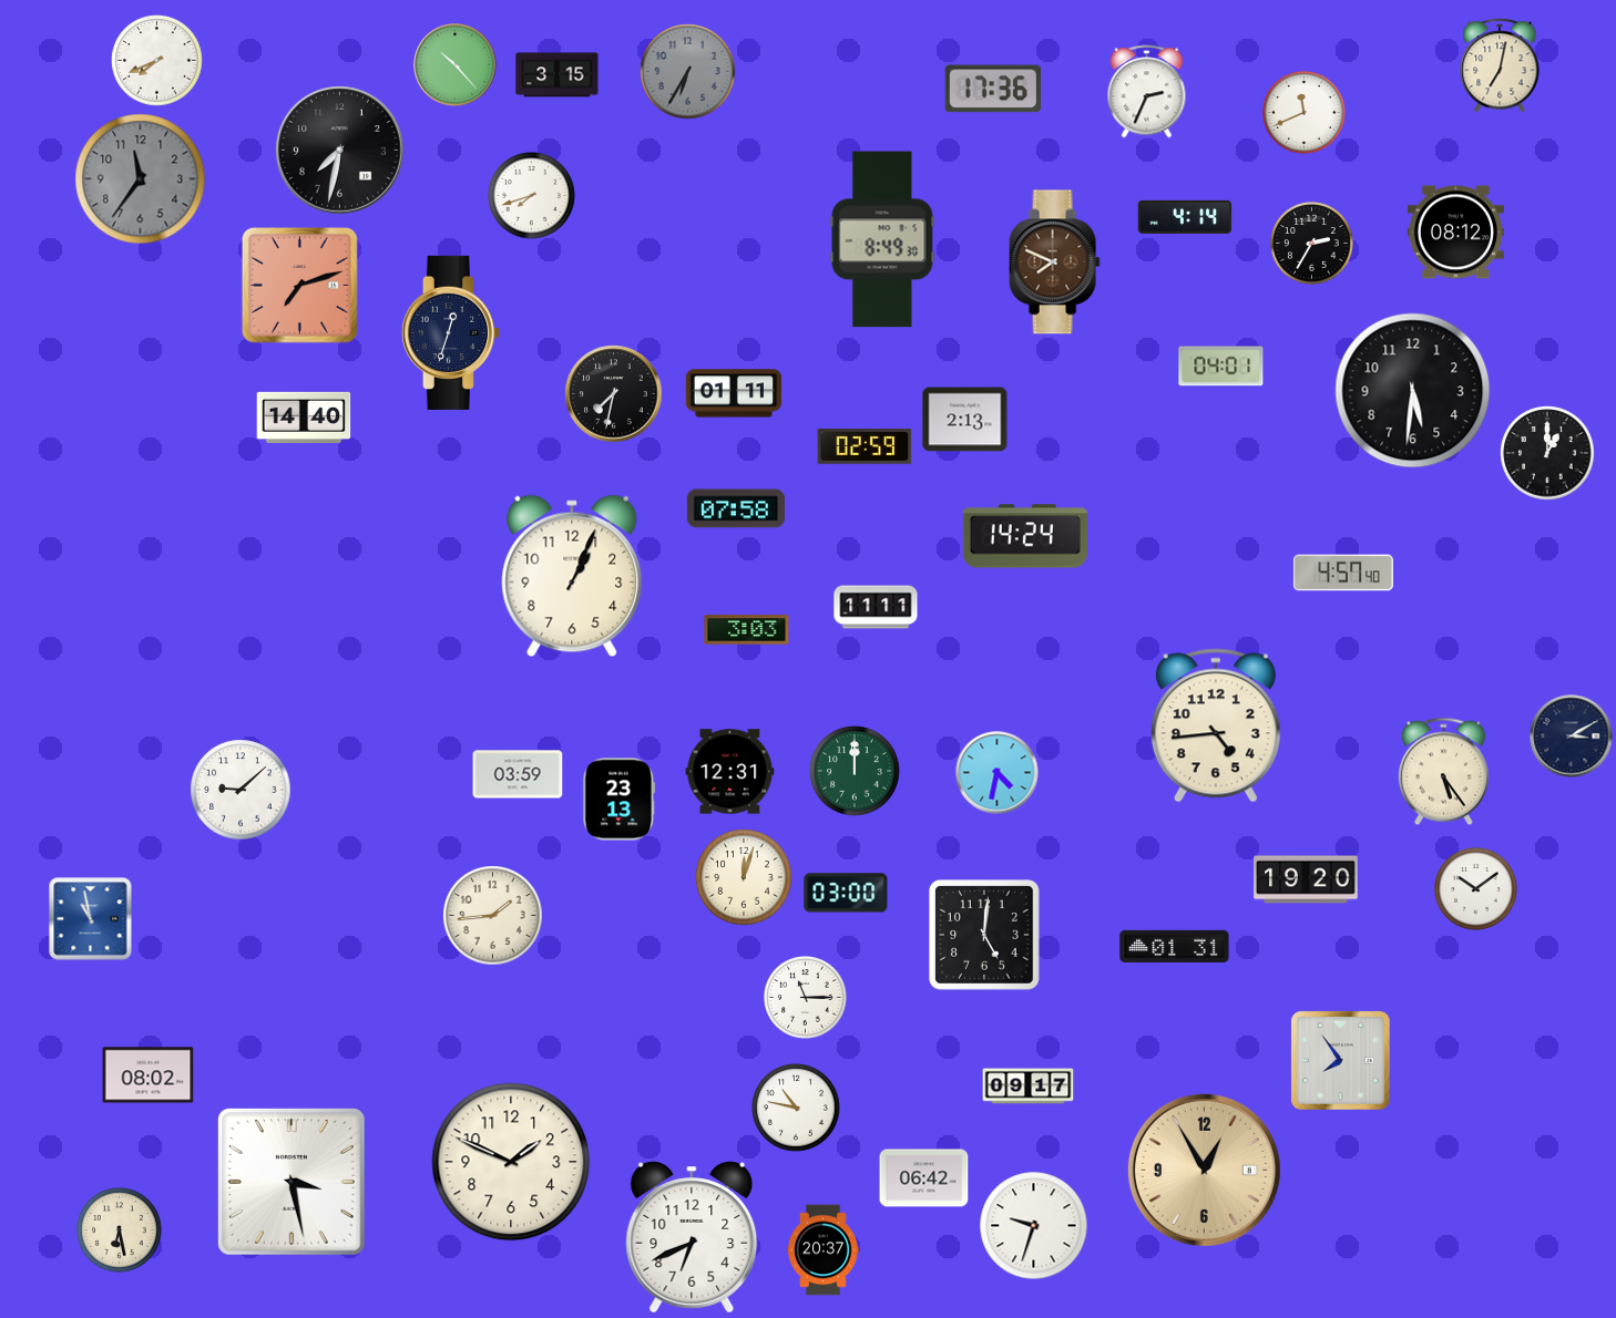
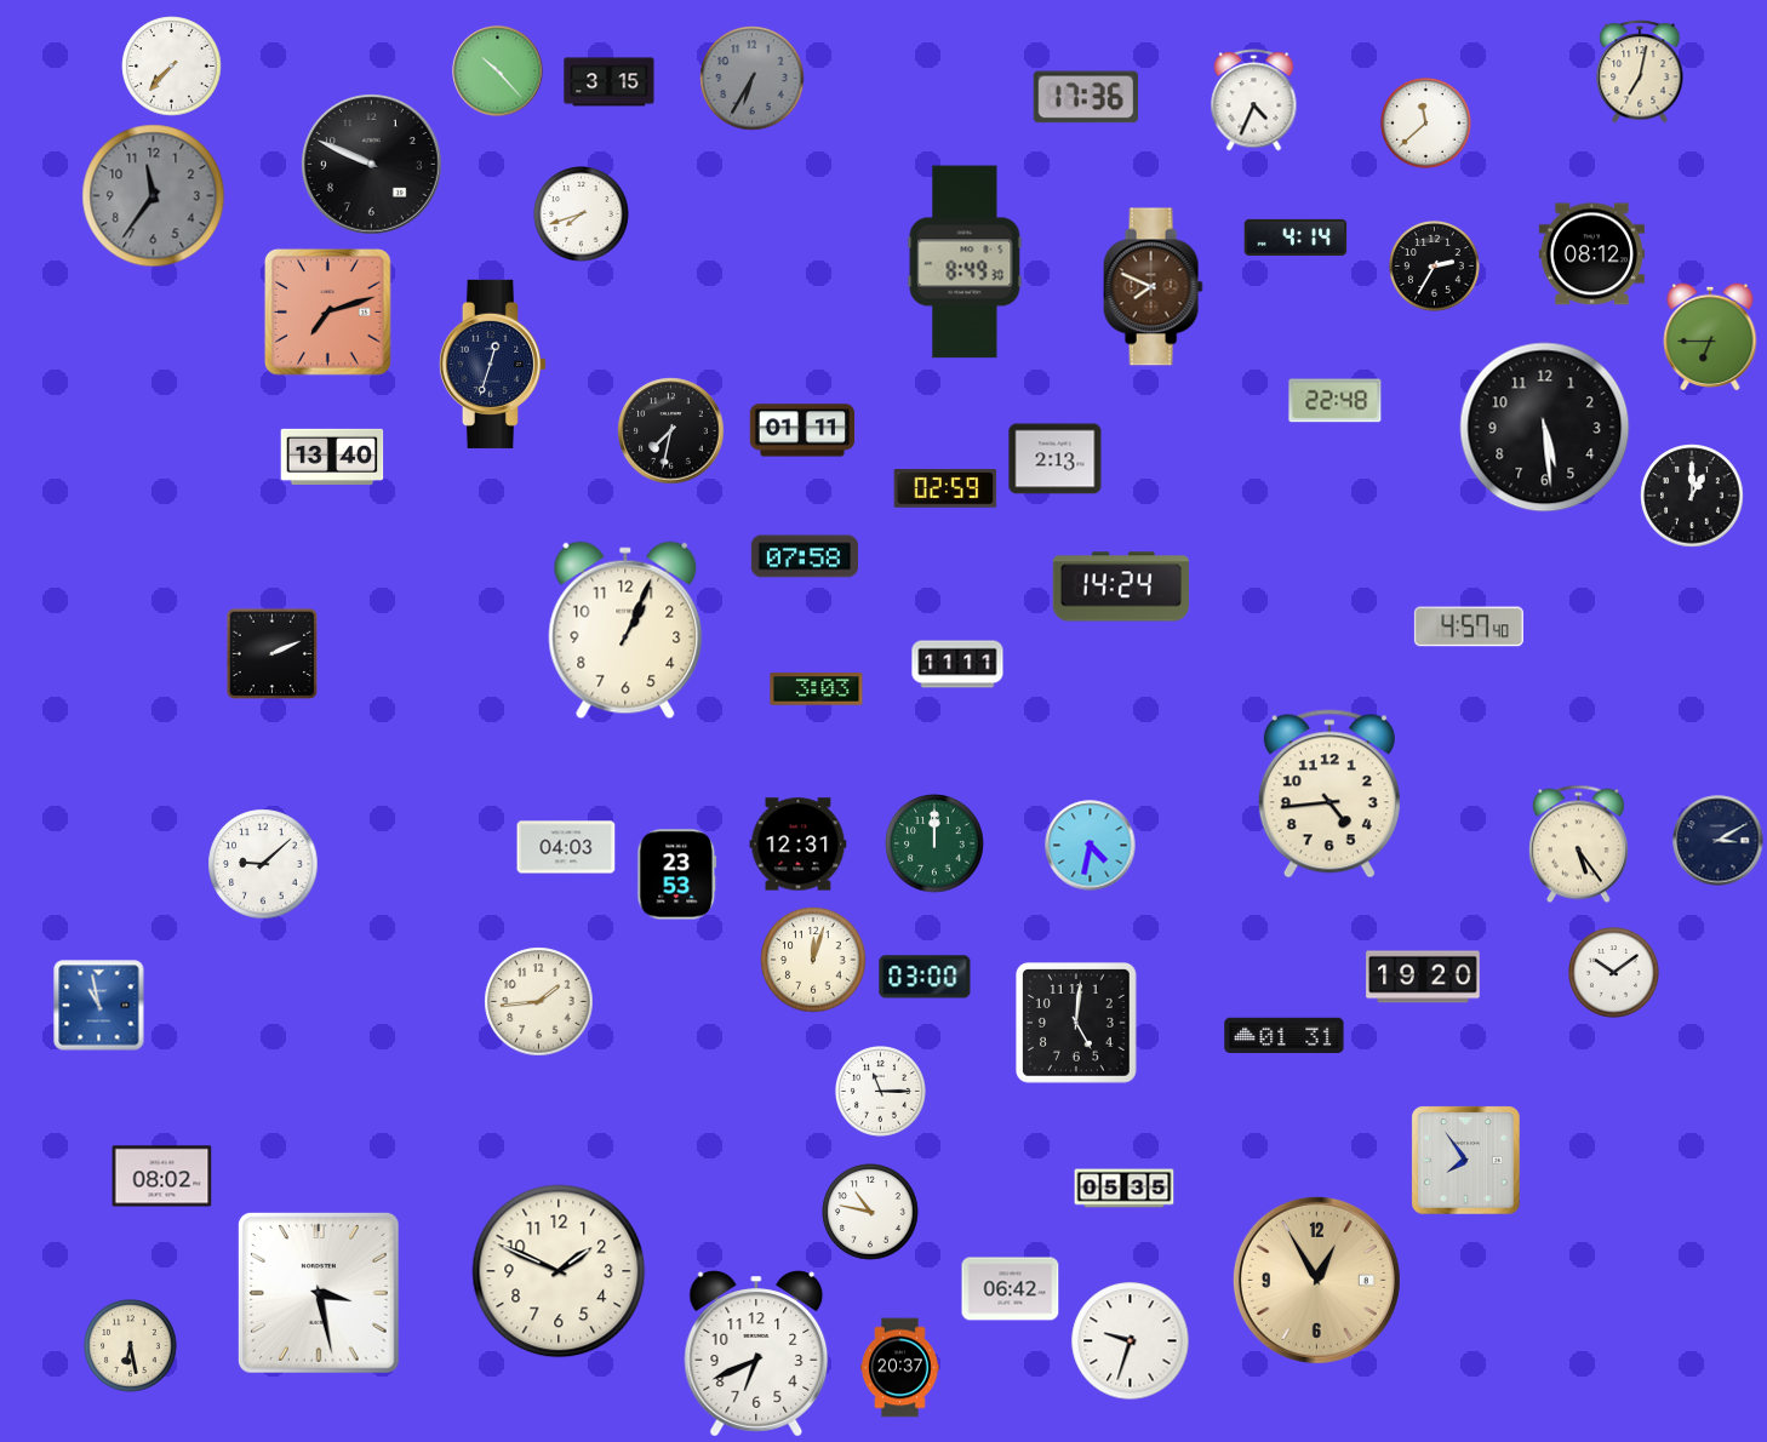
clock at (157, 61): 7:41 -> 7:37
clock at (1147, 92): 2:34 -> 4:34
clock at (1305, 113): 11:41 -> 11:38
clock at (340, 151): 7:32 -> 9:49
clock at (1710, 337): none -> 6:45
clock at (1221, 367): 04:01 -> 22:48
clock at (1413, 391): 5:31 -> 5:29
clock at (304, 418): 14:40 -> 13:40
clock at (273, 654): none -> 2:11
clock at (1572, 737) position: (1572, 737) -> (1719, 841)
clock at (518, 774): 03:59 -> 04:03
clock at (620, 800): 23:13 -> 23:53
clock at (1306, 879) position: (1306, 879) -> (1423, 977)
clock at (1029, 1087): 09:17 -> 05:35
